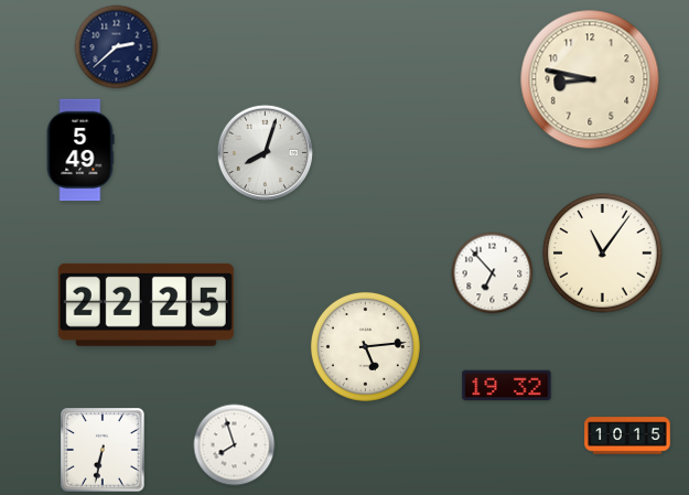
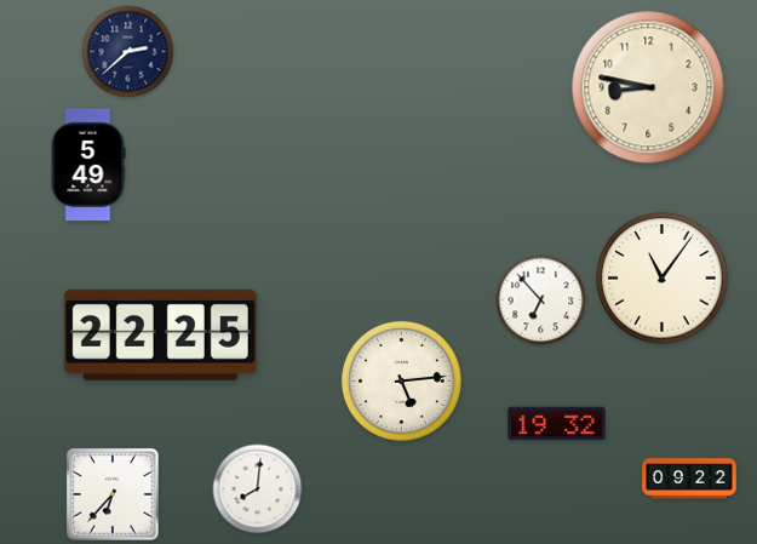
clock at (266, 153): 8:03 -> none
clock at (627, 435): 10:15 -> 09:22
clock at (235, 445): 7:57 -> 8:01
clock at (104, 451): 6:32 -> 6:37
